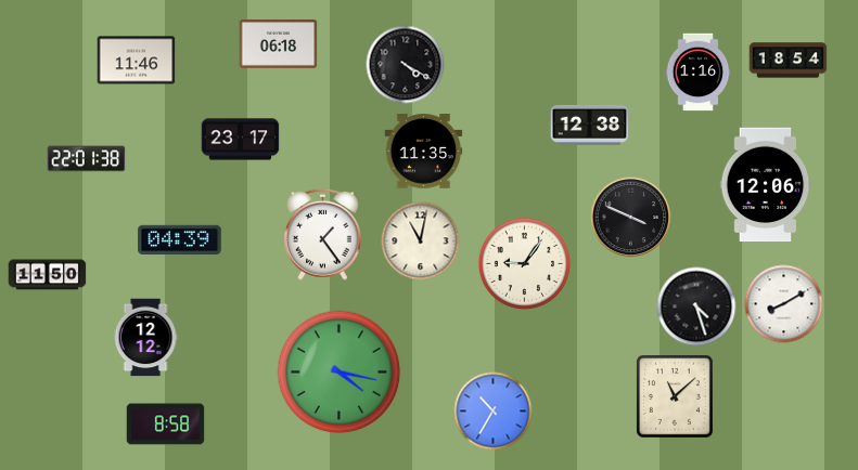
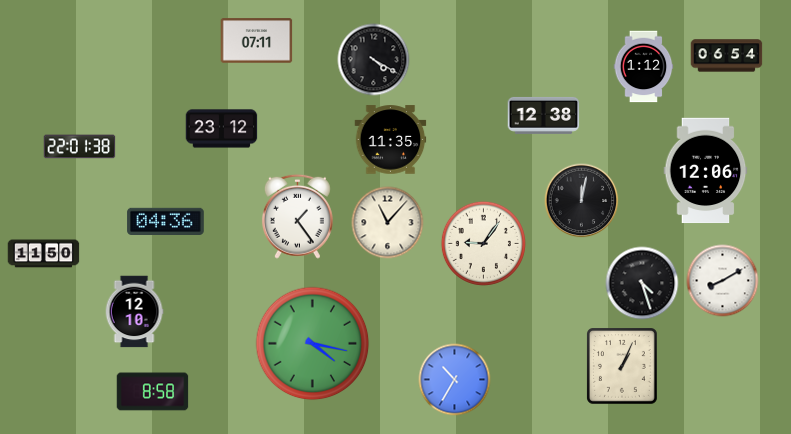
clock at (279, 44): 06:18 -> 07:11
clock at (137, 61): 11:46 -> none
clock at (789, 61): 18:54 -> 06:54
clock at (699, 73): 1:16 -> 1:12
clock at (241, 140): 23:17 -> 23:12
clock at (631, 218): 3:49 -> 12:02
clock at (180, 240): 04:39 -> 04:36
clock at (421, 241): 11:02 -> 11:07
clock at (145, 338): 12:12 -> 12:10
clock at (676, 397): 11:08 -> 1:04
